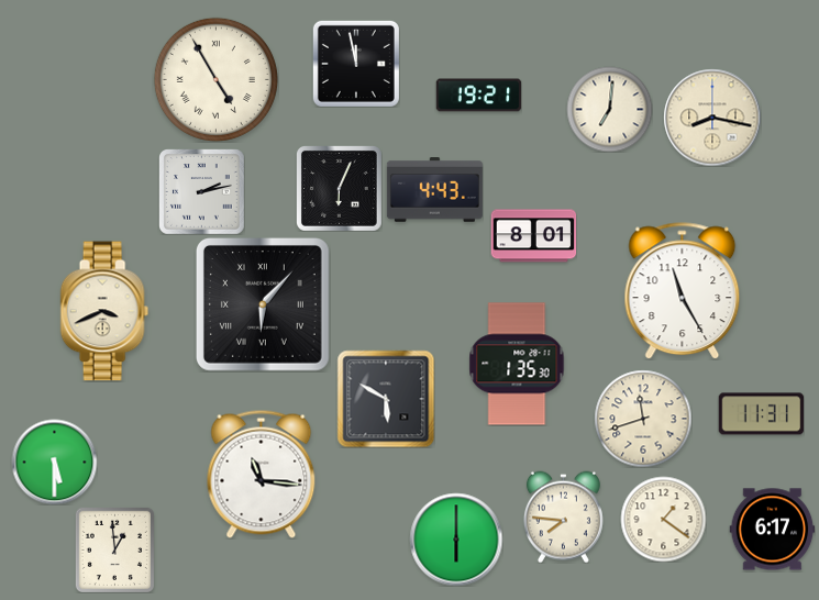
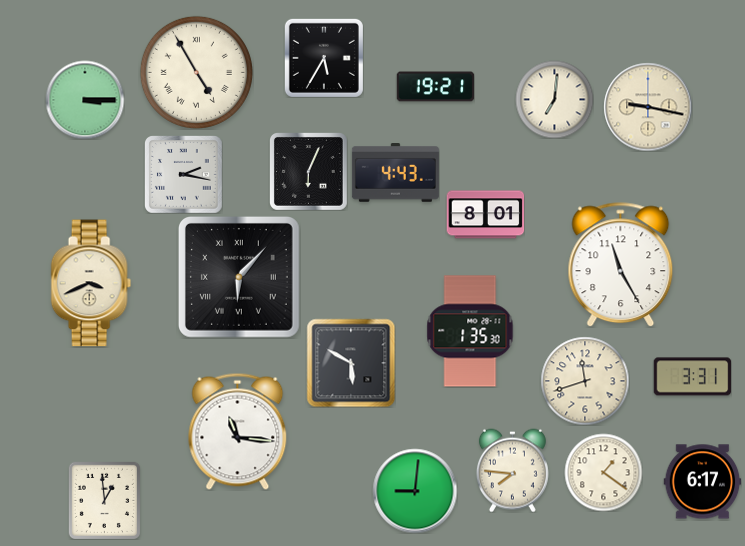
clock at (356, 64): 11:58 -> 5:35
clock at (85, 100): none -> 3:15
clock at (712, 118): 8:17 -> 9:17
clock at (202, 192): 2:13 -> 2:17
clock at (104, 311) position: (104, 311) -> (91, 283)
clock at (761, 414): 11:31 -> 3:31
clock at (54, 462): 5:30 -> none
clock at (456, 540): 6:00 -> 9:01
